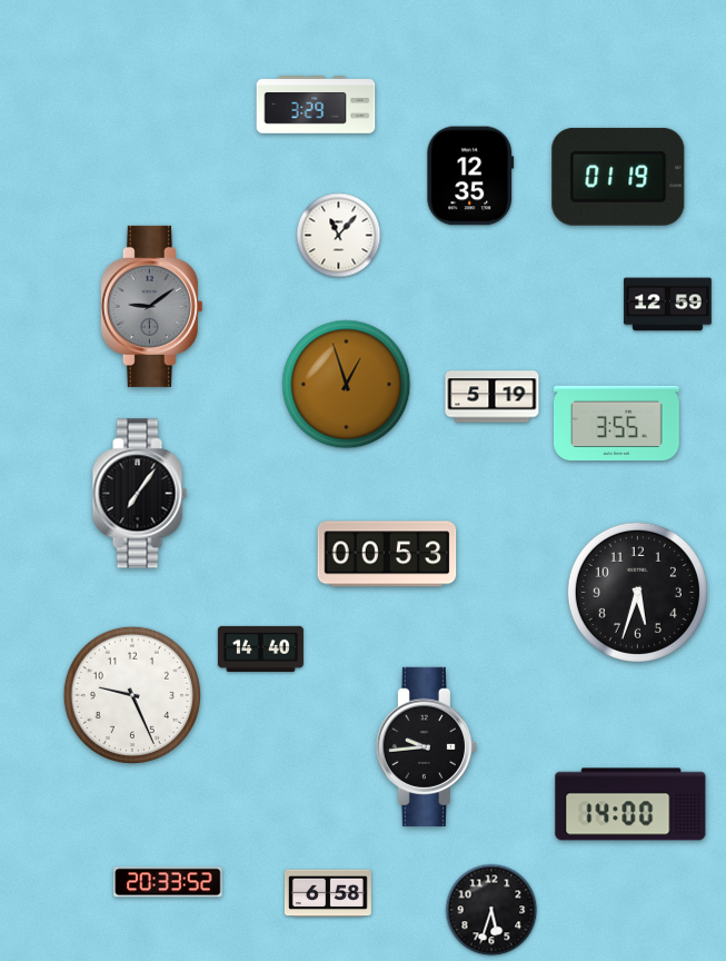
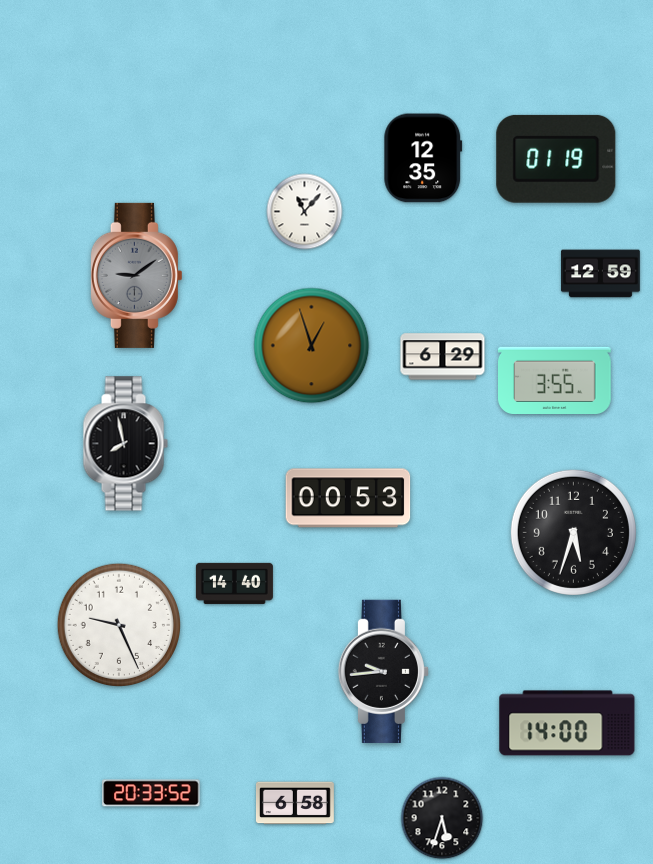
clock at (316, 105): 3:29 -> none
clock at (493, 397): 5:19 -> 6:29
clock at (139, 494): 7:06 -> 7:58
